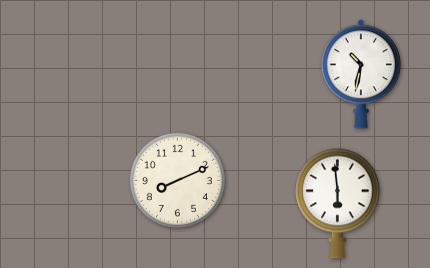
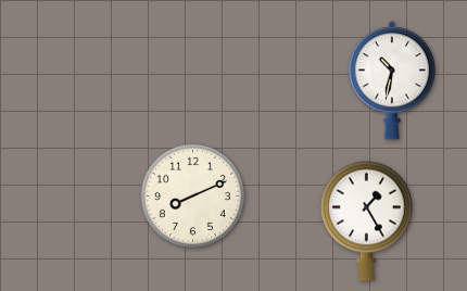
clock at (338, 203): 5:59 -> 1:25
